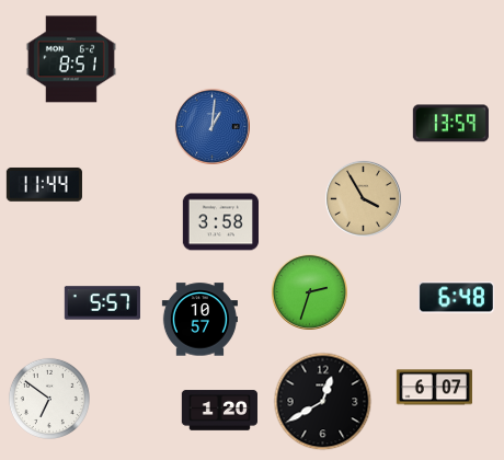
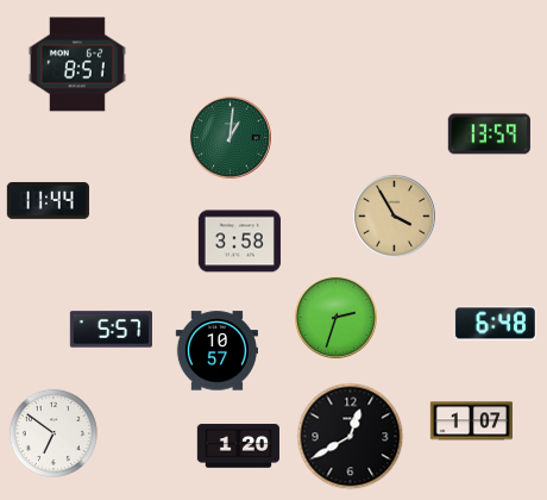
clock at (211, 126) dial: blue -> green
clock at (199, 320) position: (199, 320) -> (216, 351)
clock at (434, 388): 6:07 -> 1:07
